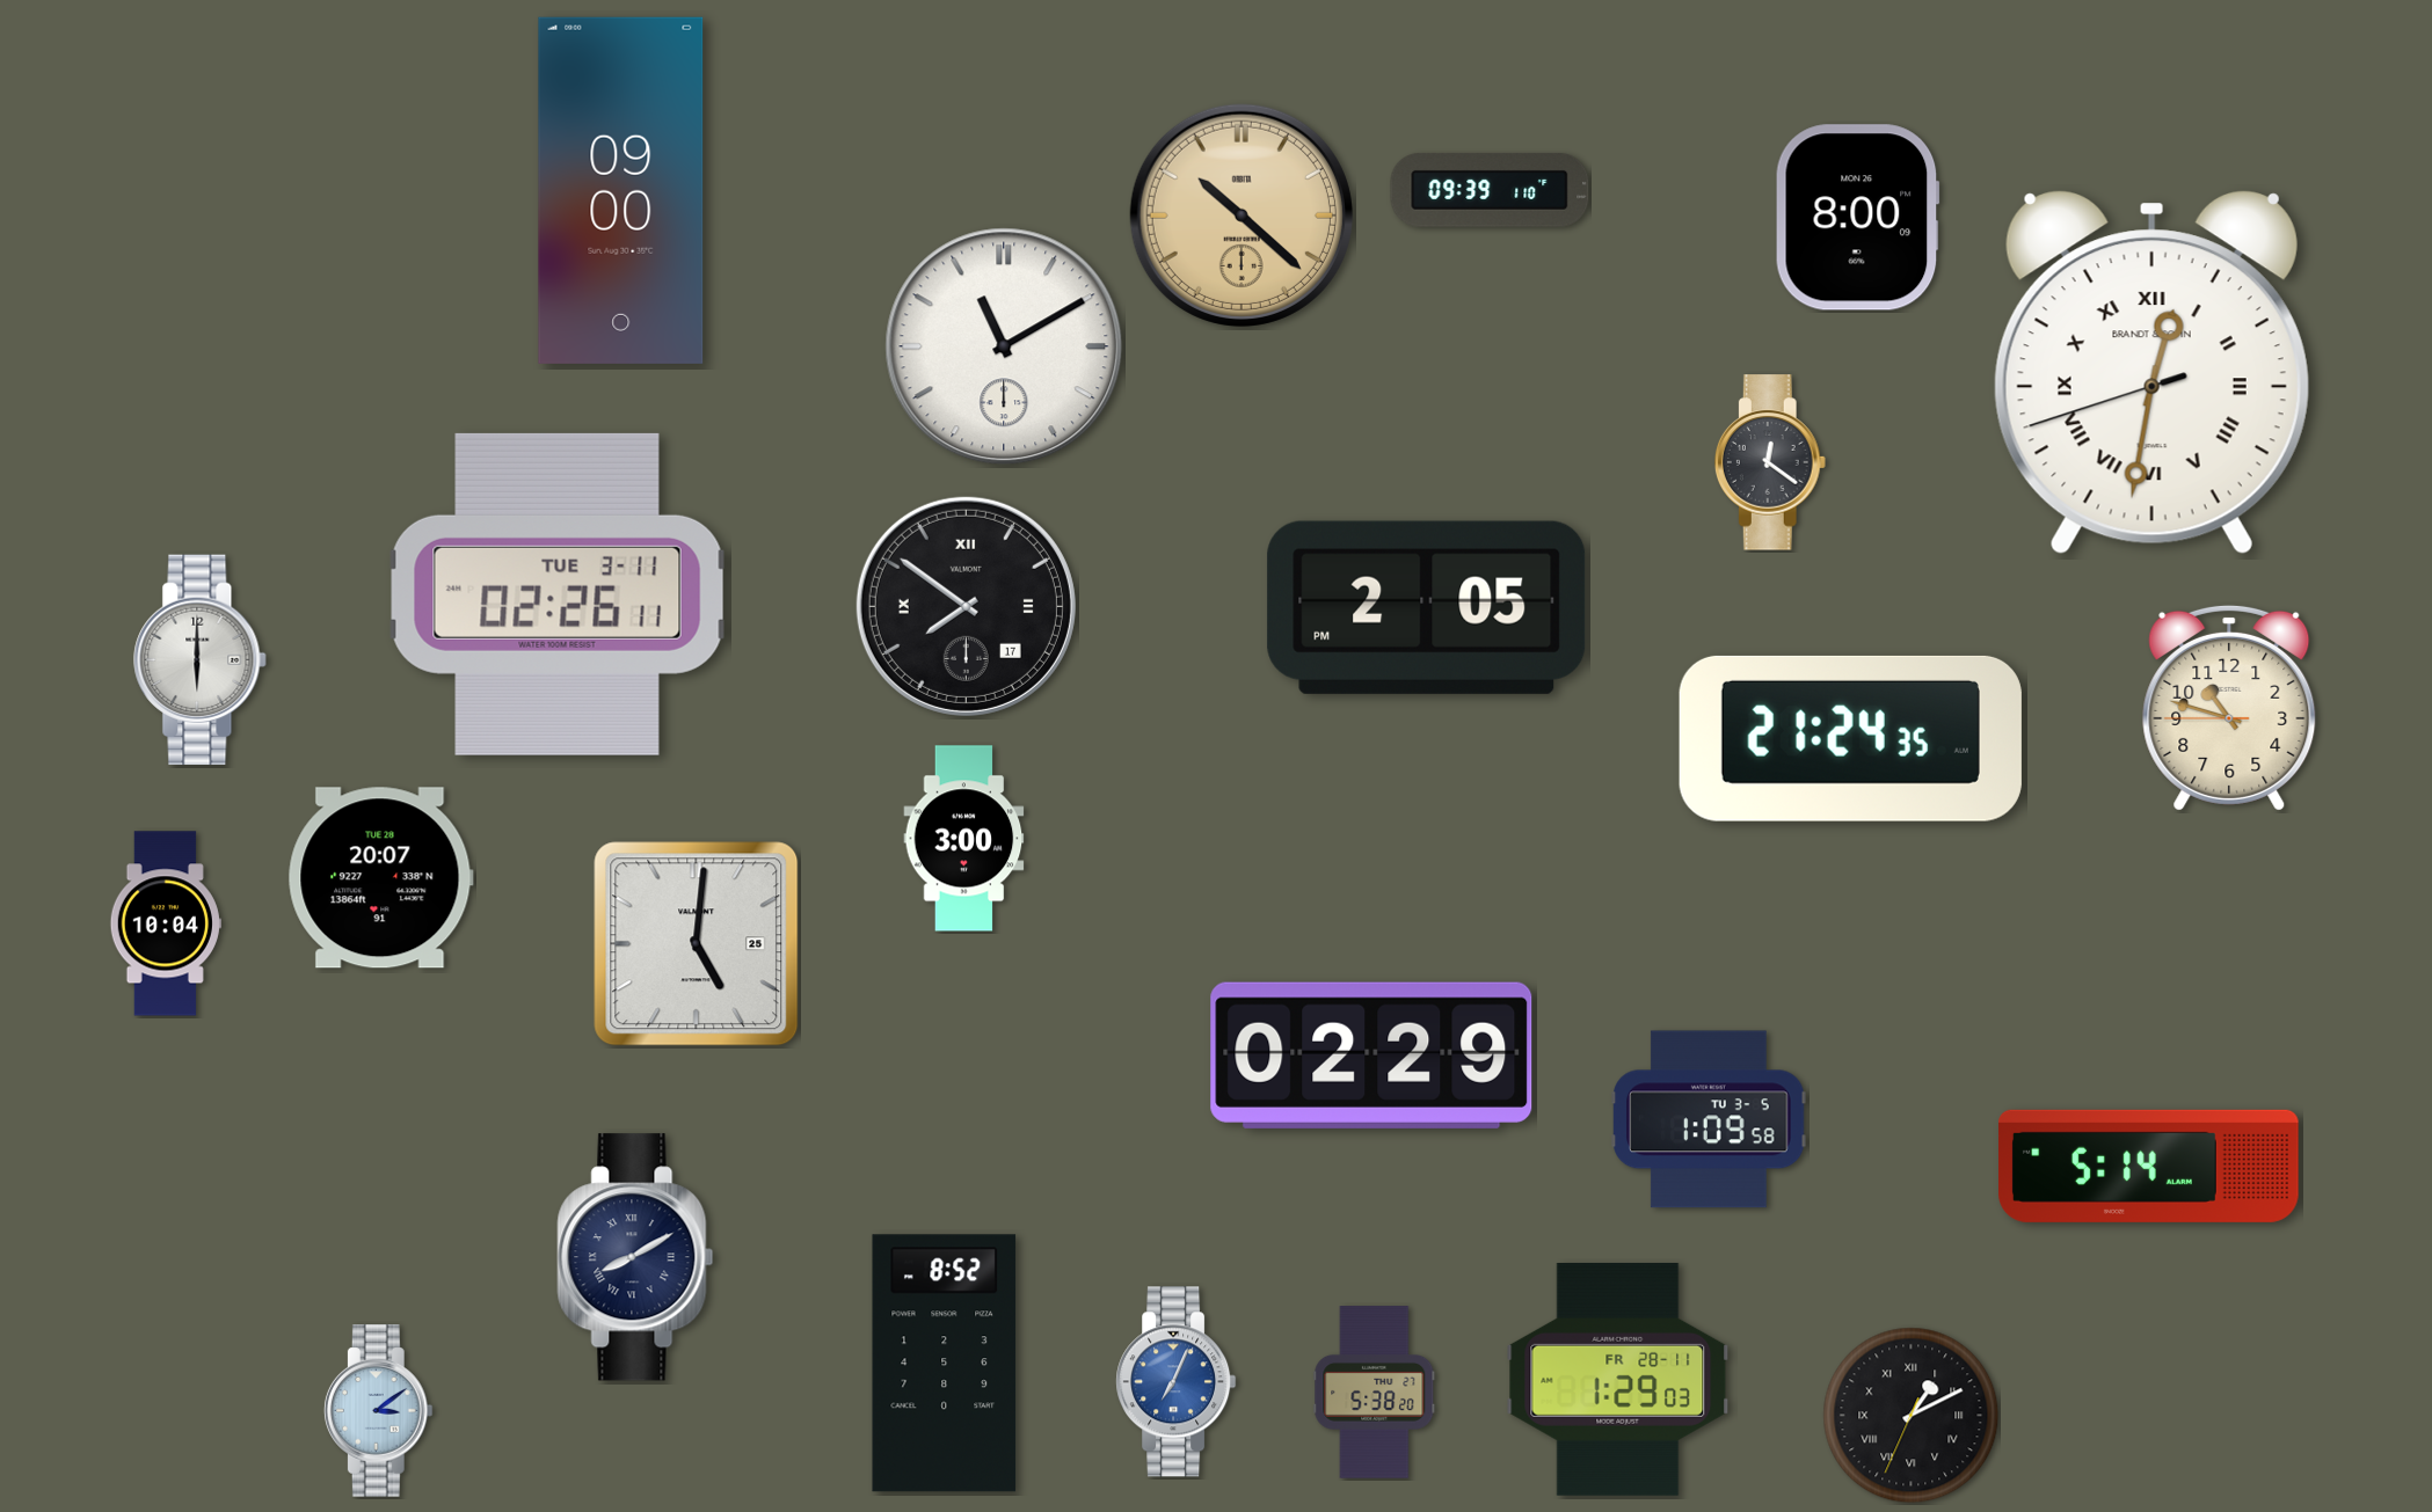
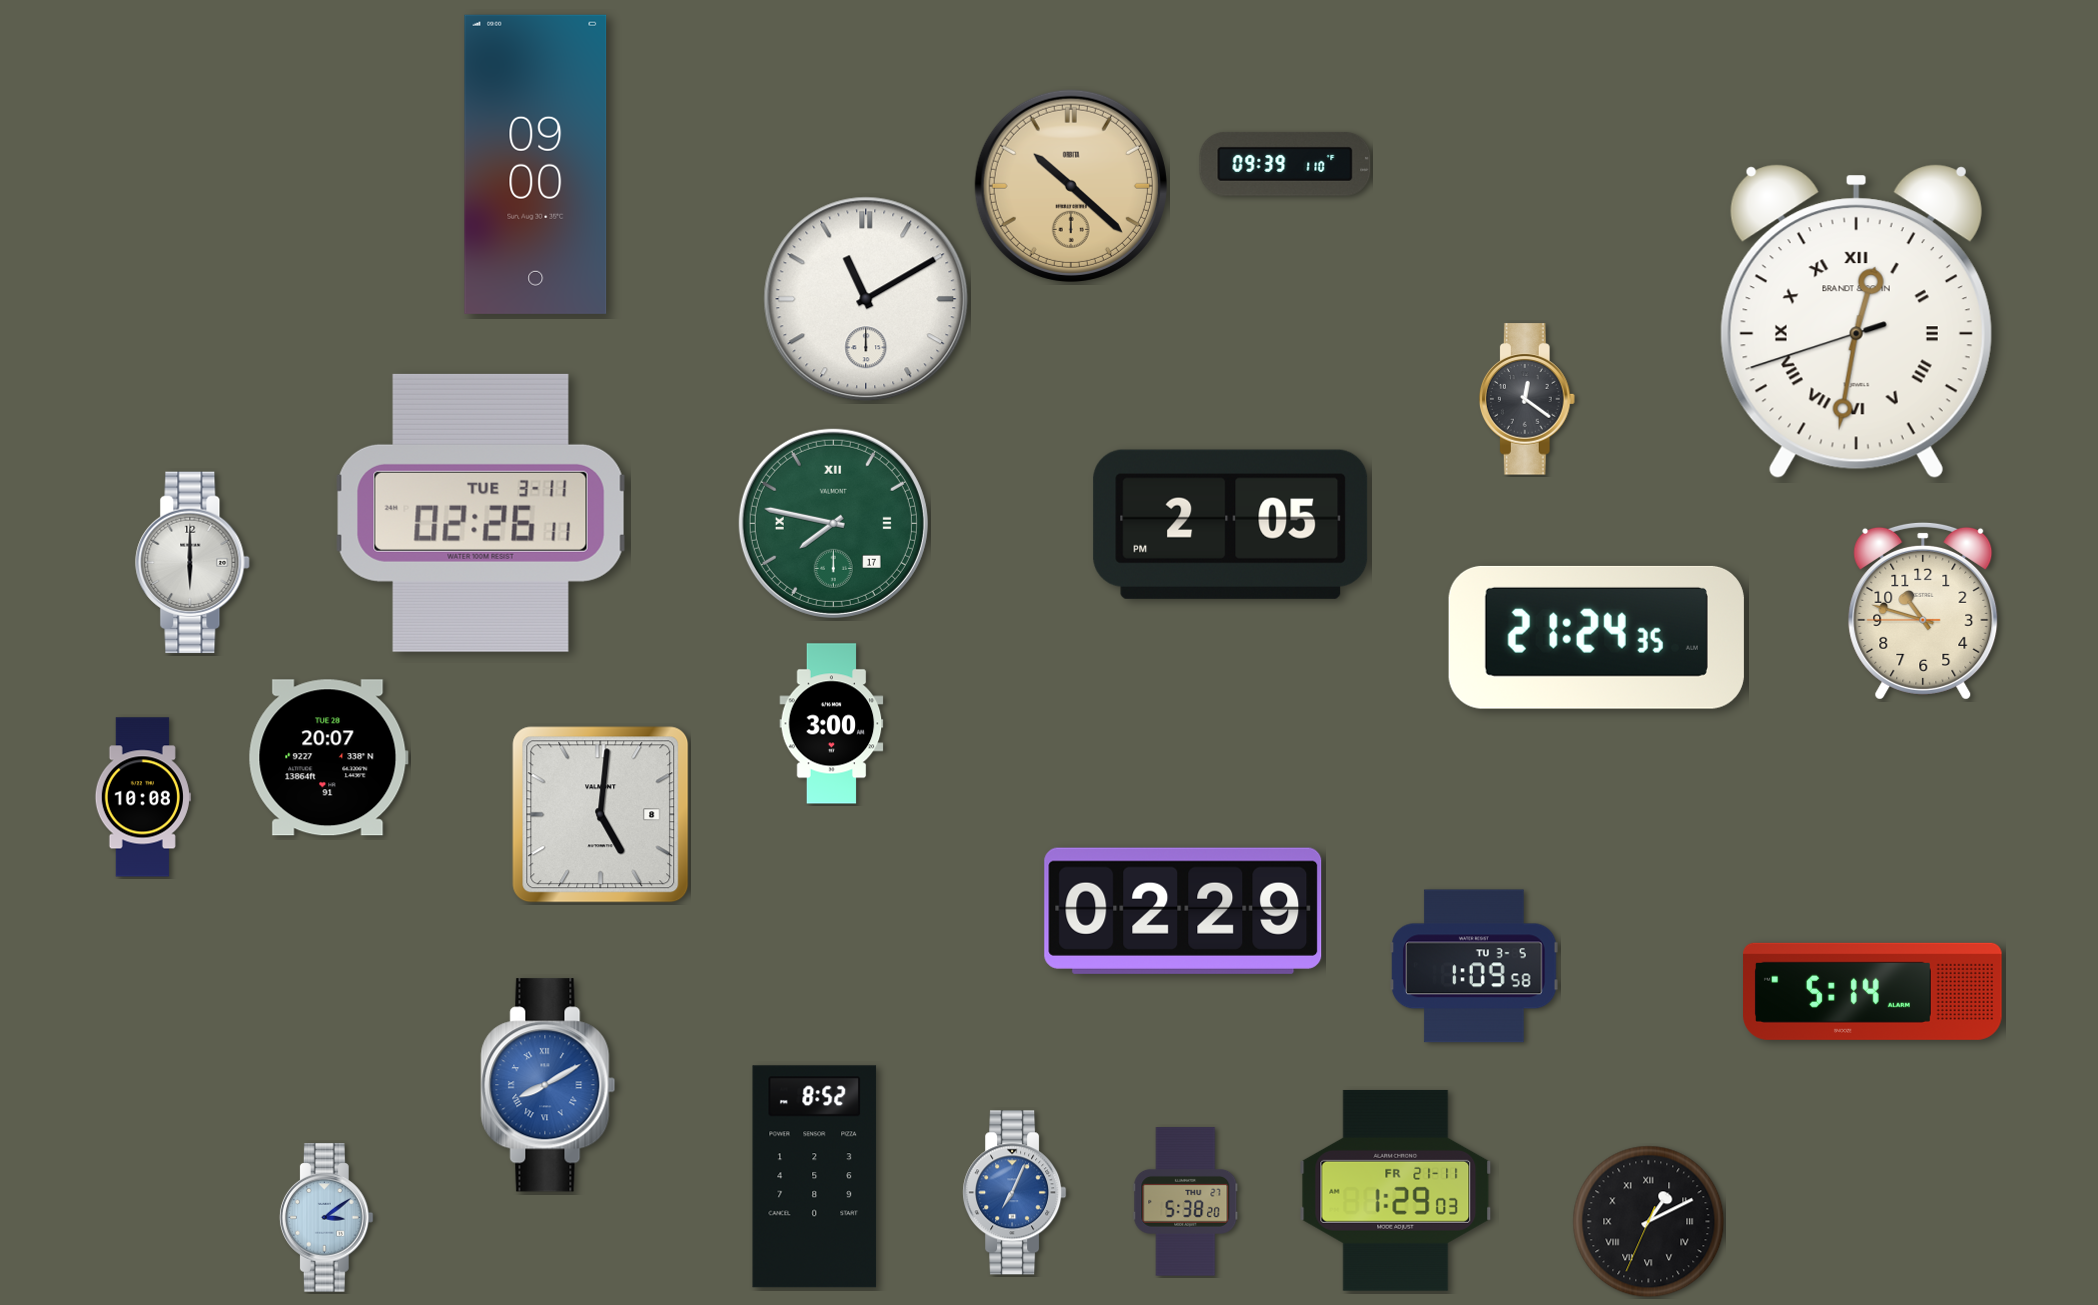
clock at (1857, 218): 8:00 -> none
clock at (966, 606): 7:51 -> 7:47
clock at (966, 606) dial: black -> green
clock at (201, 660) position: (201, 660) -> (193, 563)
clock at (166, 923): 10:04 -> 10:08
clock at (697, 944) date: 25 -> 8
clock at (2149, 1166) position: (2149, 1166) -> (1873, 991)
clock at (635, 1257) dial: navy -> blue
clock at (1618, 1379) date: FR 28-11 -> FR 21-11
